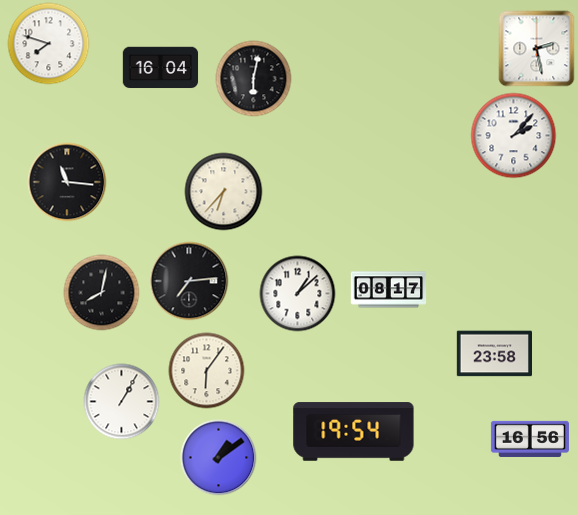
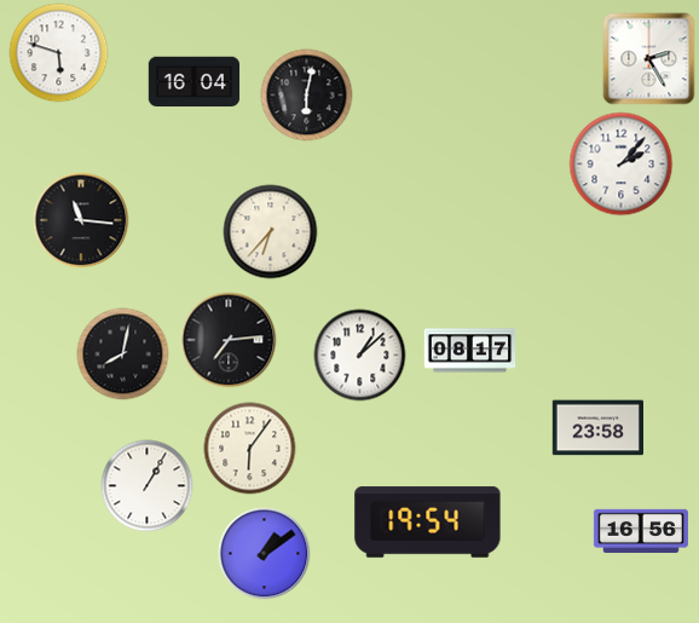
clock at (49, 44): 7:48 -> 5:48
clock at (537, 49): 2:28 -> 2:25
